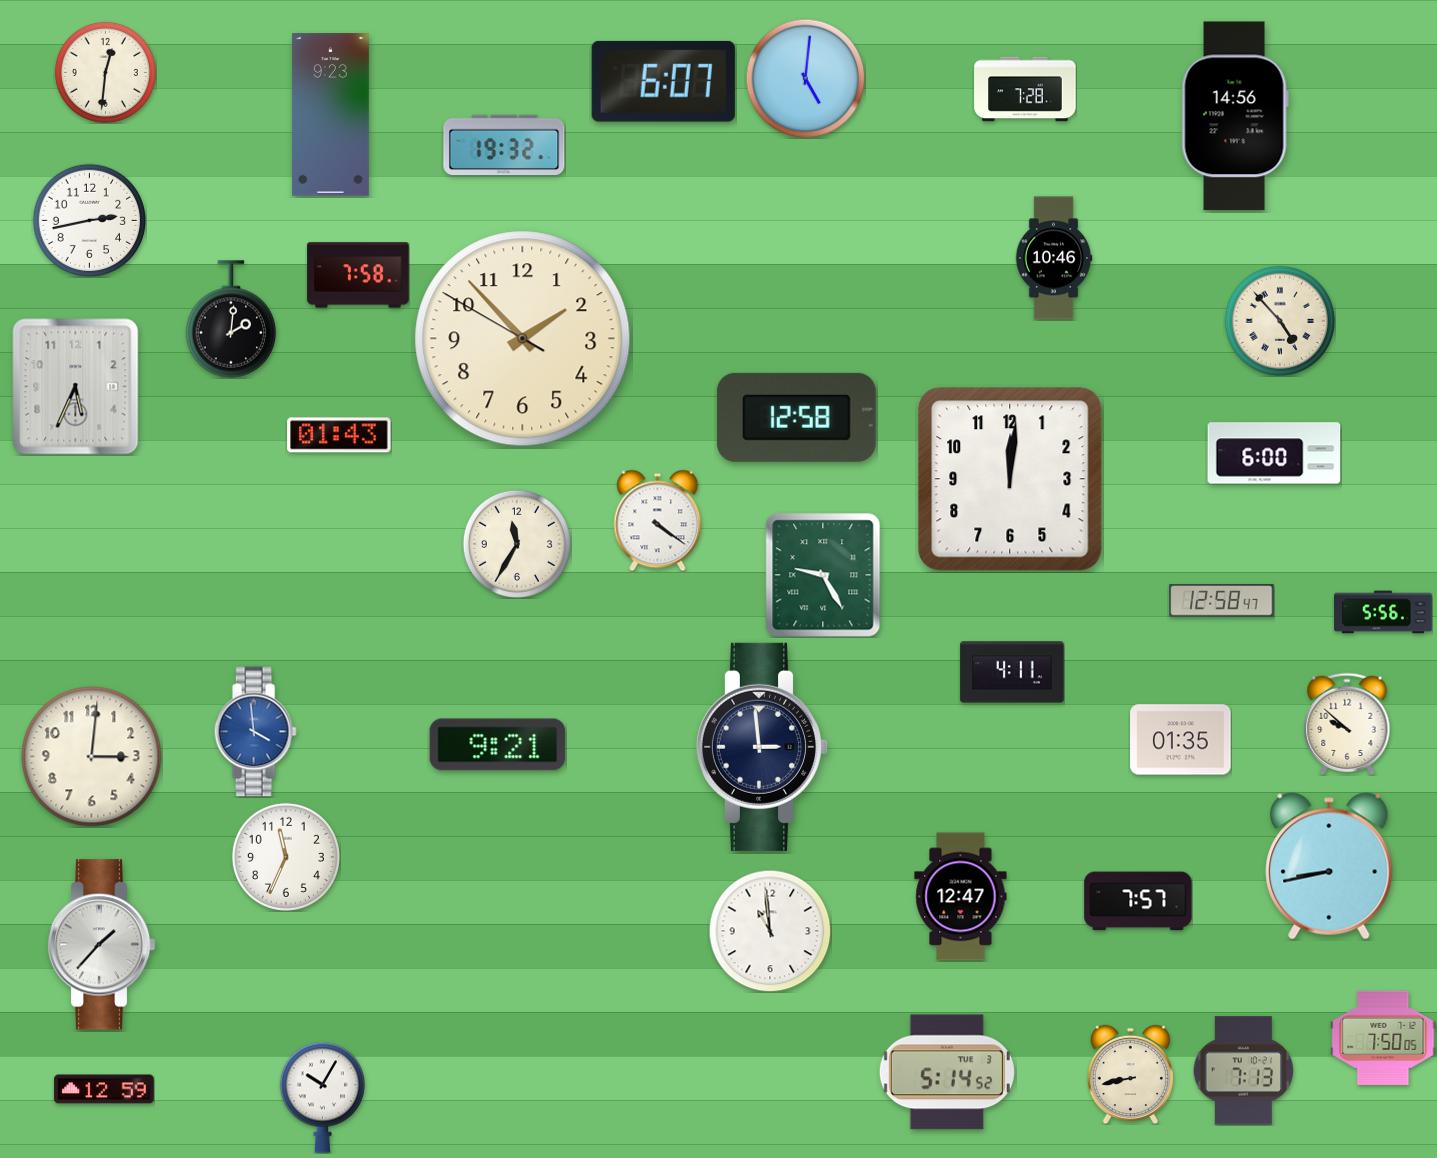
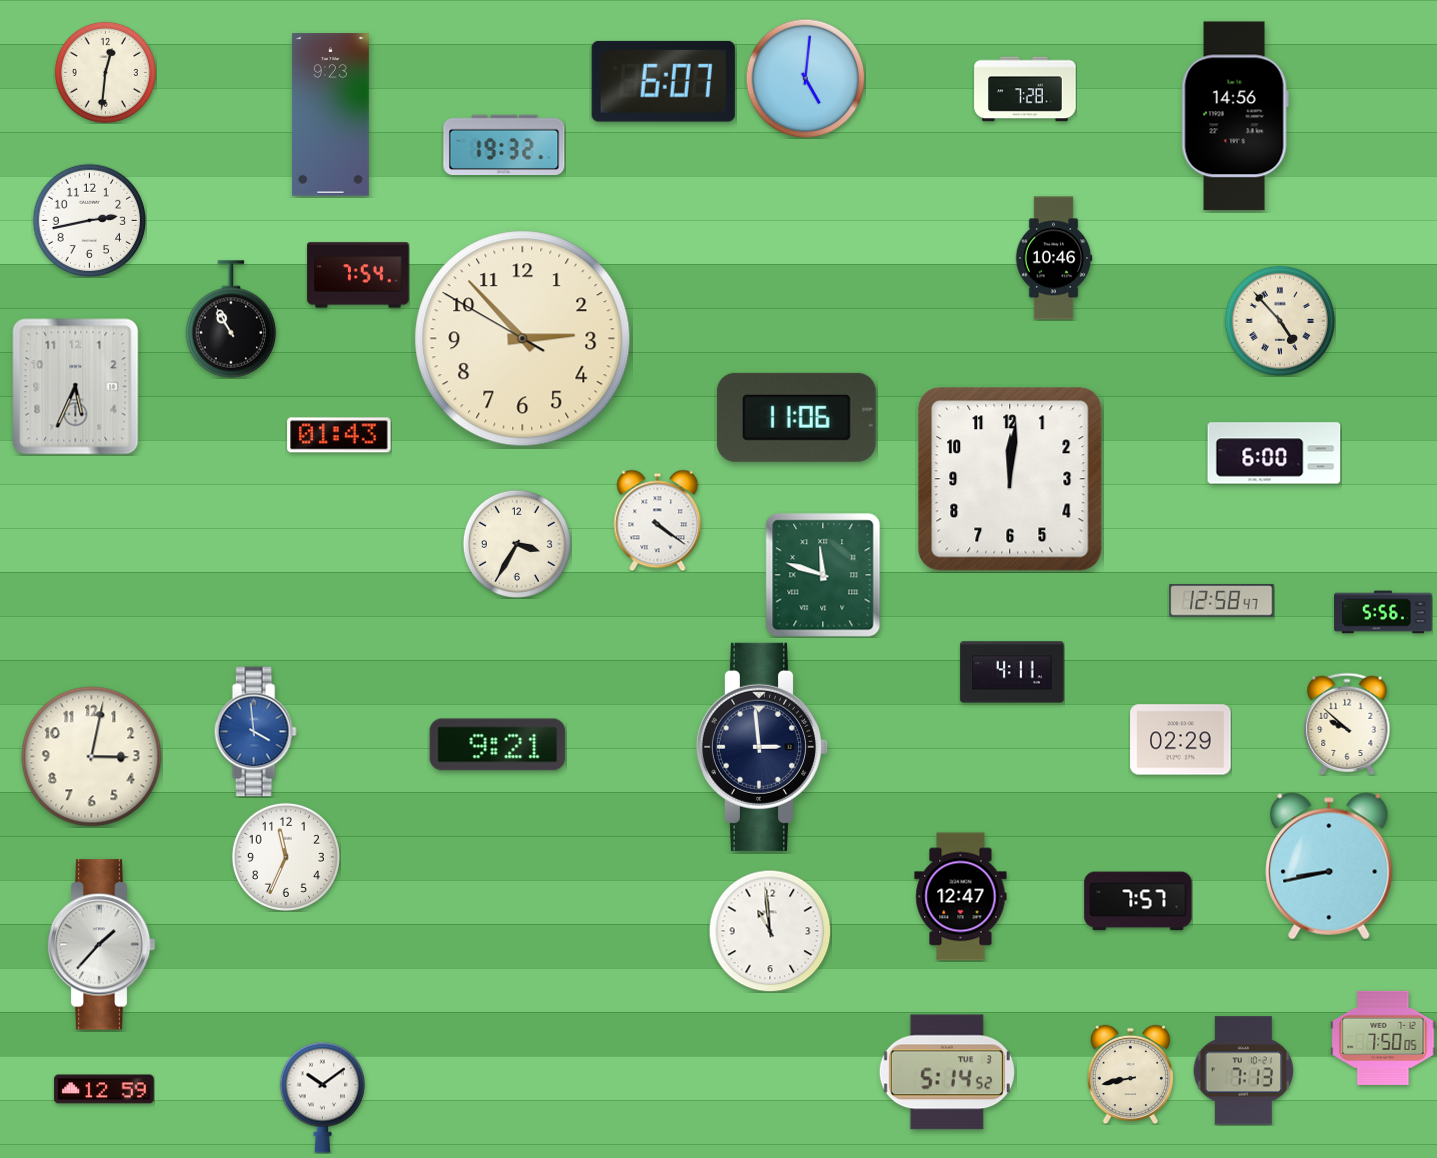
clock at (358, 275): 7:58 -> 7:54
clock at (231, 319): 2:01 -> 10:55
clock at (523, 339): 1:52 -> 2:52
clock at (796, 417): 12:58 -> 11:06
clock at (517, 544): 11:35 -> 3:35
clock at (823, 575): 9:25 -> 11:48
clock at (1181, 740): 01:35 -> 02:29
clock at (92, 757): 3:01 -> 3:02
clock at (322, 1097): 10:05 -> 10:09
